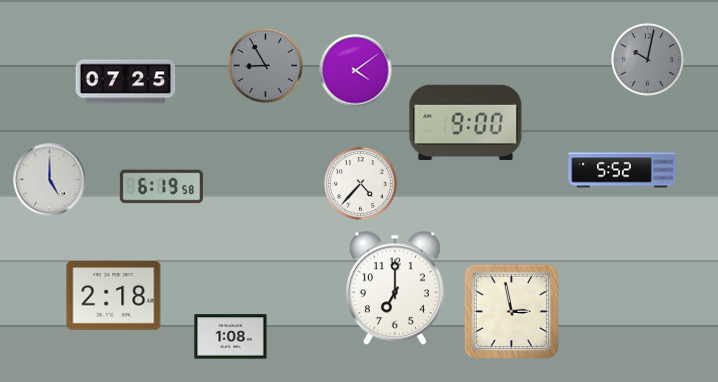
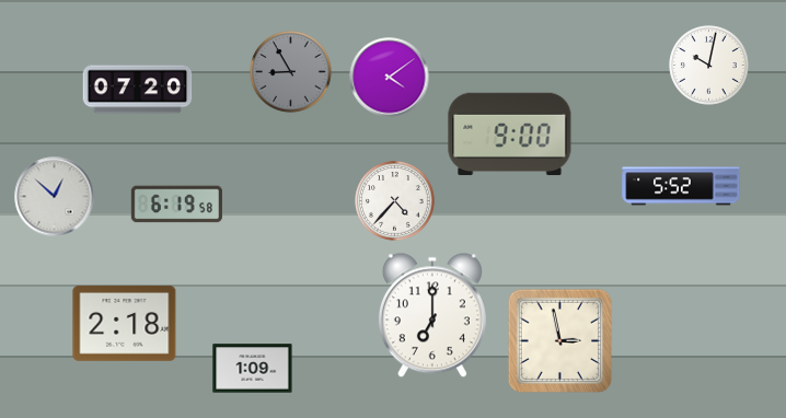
clock at (648, 60) dial: grey -> white
clock at (126, 82): 07:25 -> 07:20
clock at (50, 180): 5:00 -> 12:52
clock at (231, 337): 1:08 -> 1:09
